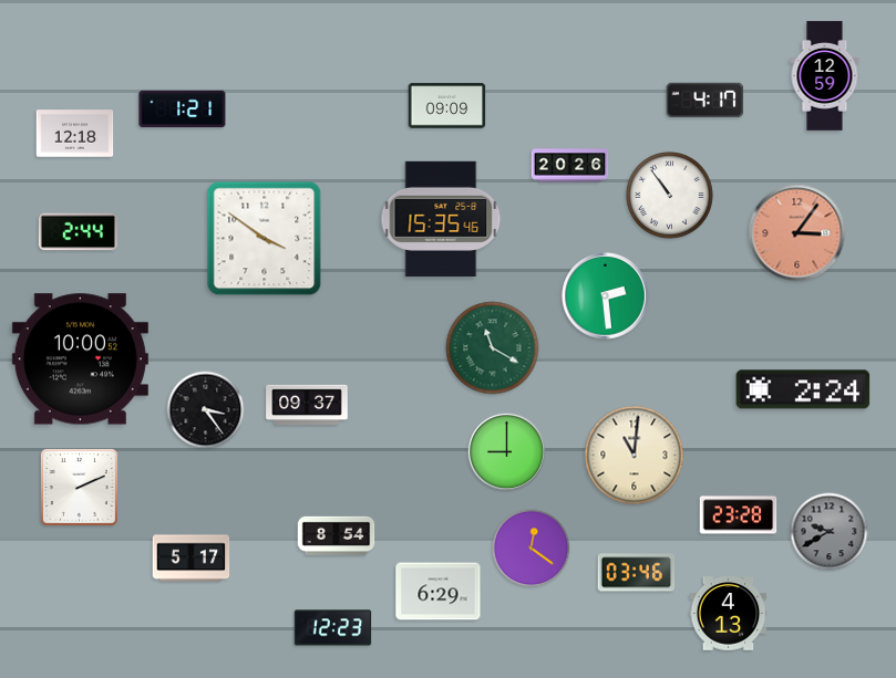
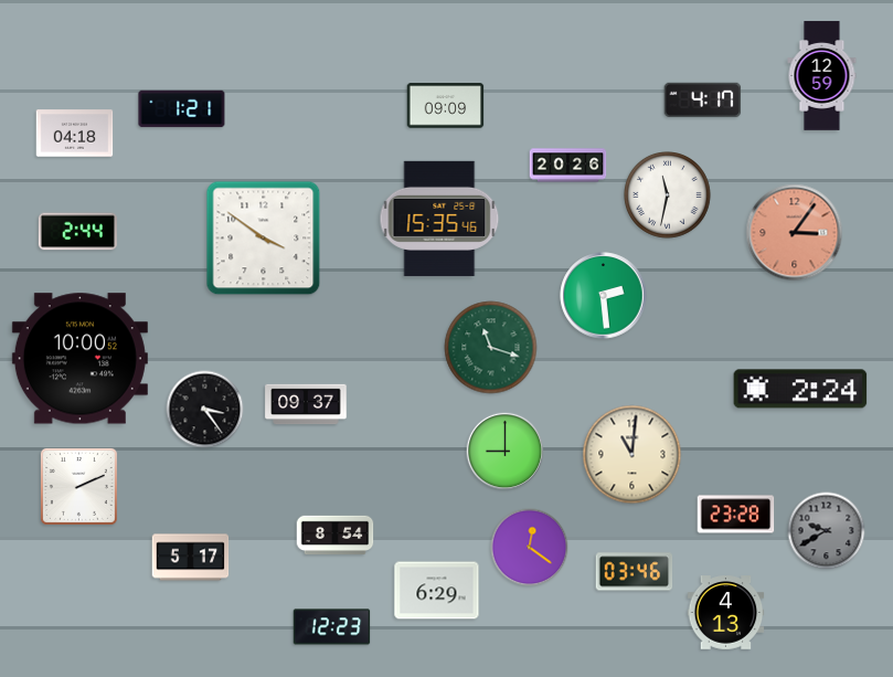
clock at (75, 134): 12:18 -> 04:18
clock at (670, 196): 10:54 -> 11:32
clock at (493, 348): 11:20 -> 11:18
